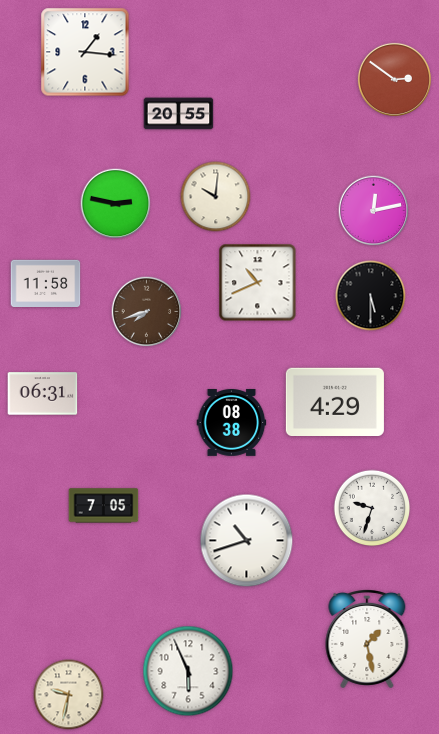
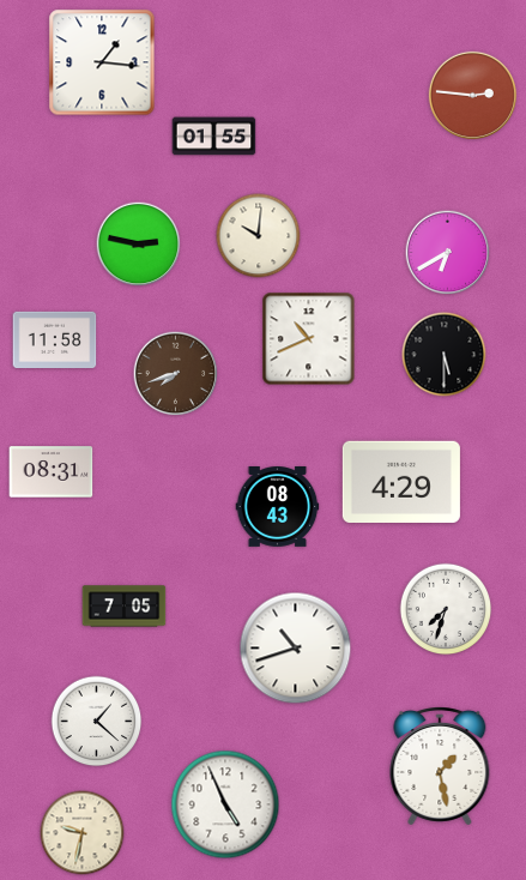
clock at (394, 79): 2:51 -> 2:46
clock at (179, 114): 20:55 -> 01:55
clock at (374, 211): 12:13 -> 6:40
clock at (43, 394): 06:31 -> 08:31
clock at (232, 423): 08:38 -> 08:43
clock at (372, 508): 9:33 -> 7:33
clock at (97, 722): none -> 1:22
clock at (188, 671): 5:56 -> 4:56
